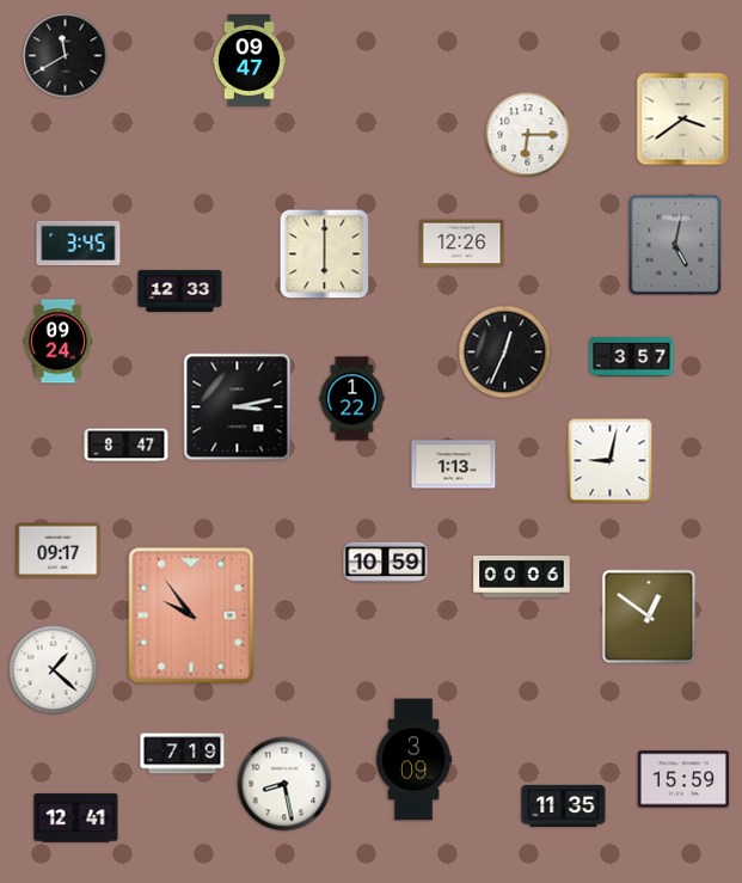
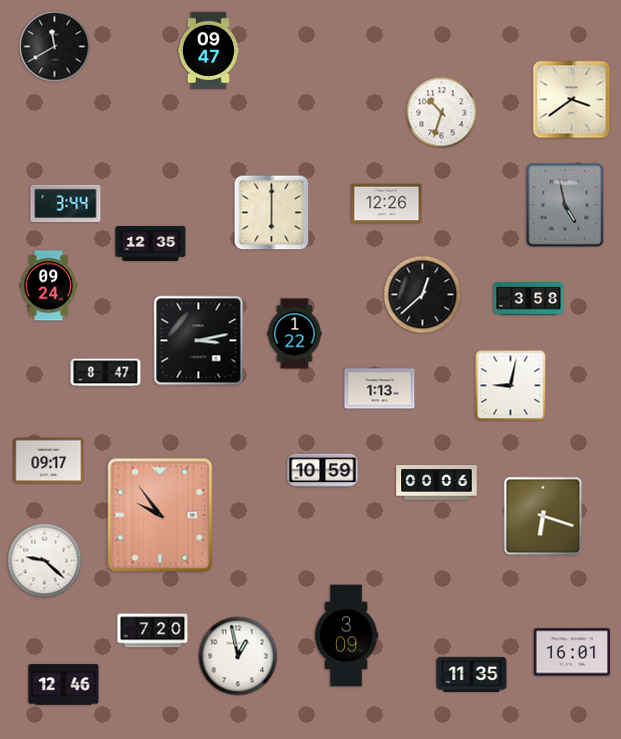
clock at (528, 135): 6:15 -> 10:33
clock at (79, 244): 3:45 -> 3:44
clock at (675, 245): 5:02 -> 4:58
clock at (180, 290): 12:33 -> 12:35
clock at (505, 352): 12:34 -> 12:38
clock at (632, 357): 3:57 -> 3:58
clock at (649, 617): 12:51 -> 6:18
clock at (54, 670): 1:22 -> 9:22
clock at (183, 754): 7:19 -> 7:20
clock at (682, 779): 15:59 -> 16:01
clock at (284, 784): 8:28 -> 12:58
clock at (76, 818): 12:41 -> 12:46
